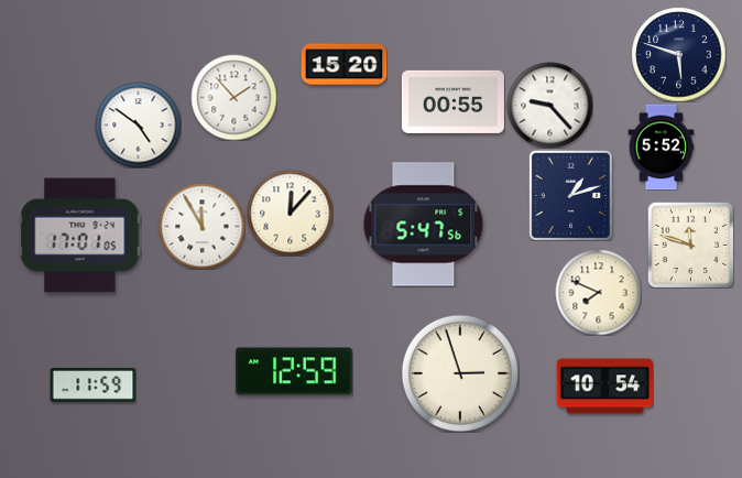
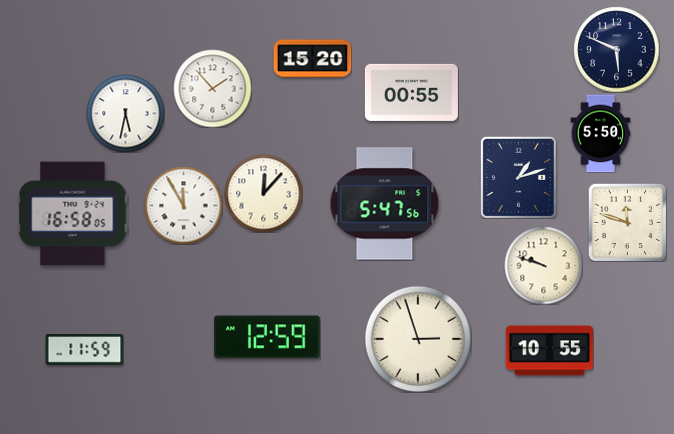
clock at (678, 54): 5:48 -> 5:49
clock at (549, 105): 9:23 -> none
clock at (138, 124): 4:51 -> 5:32
clock at (662, 146): 5:52 -> 5:50
clock at (80, 236): 17:01 -> 16:58
clock at (598, 292): 7:49 -> 9:48
clock at (604, 387): 10:54 -> 10:55
